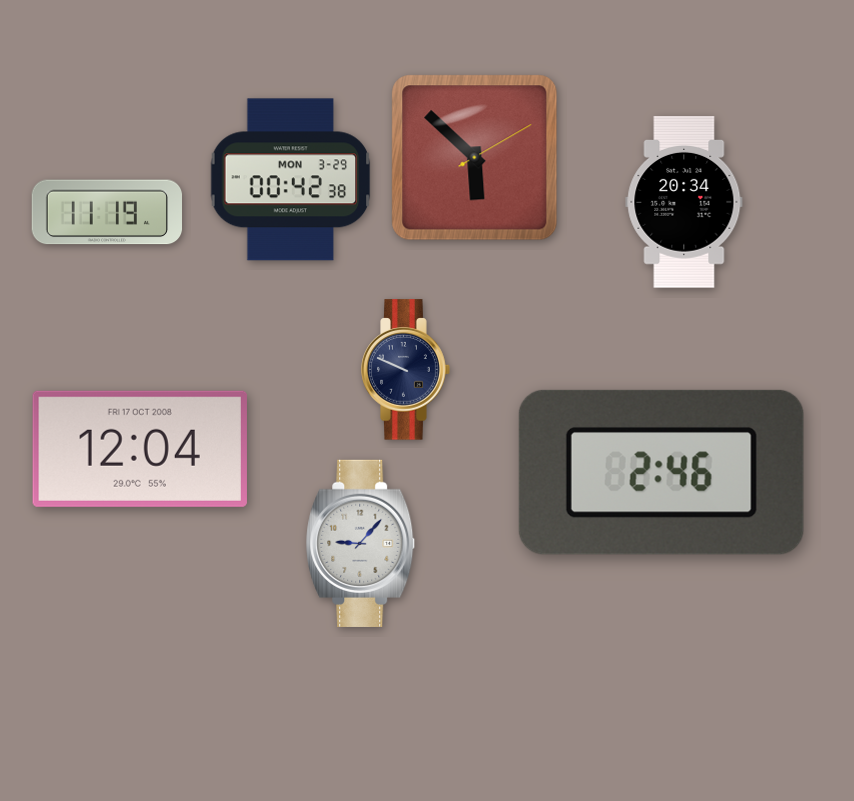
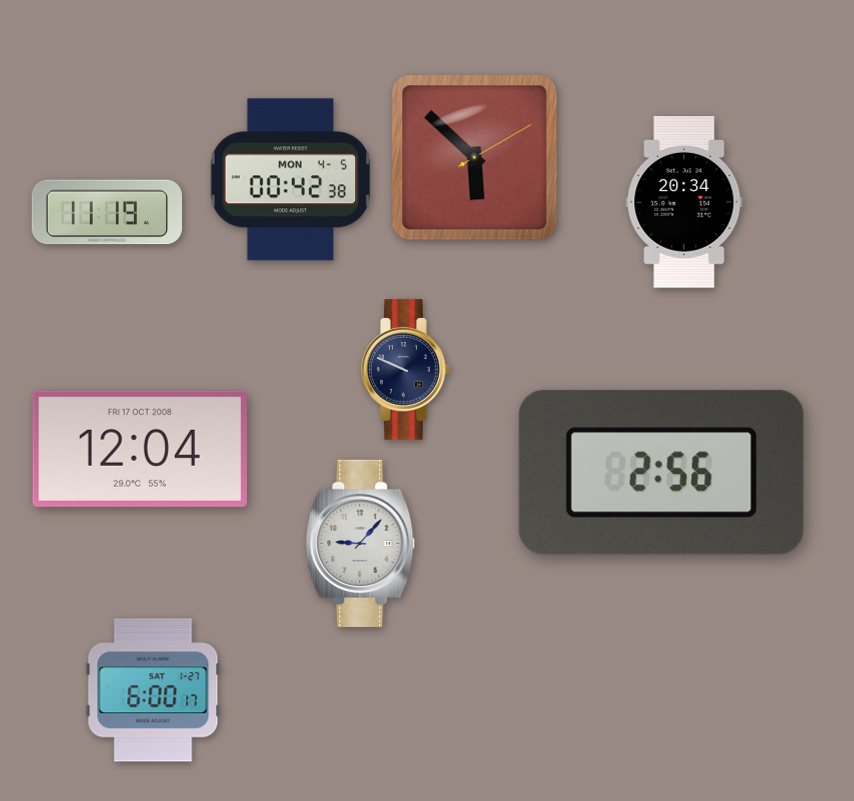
clock at (291, 180) date: MON 3-29 -> MON 4-5
clock at (661, 472): 2:46 -> 2:56
clock at (153, 690): none -> 6:00
